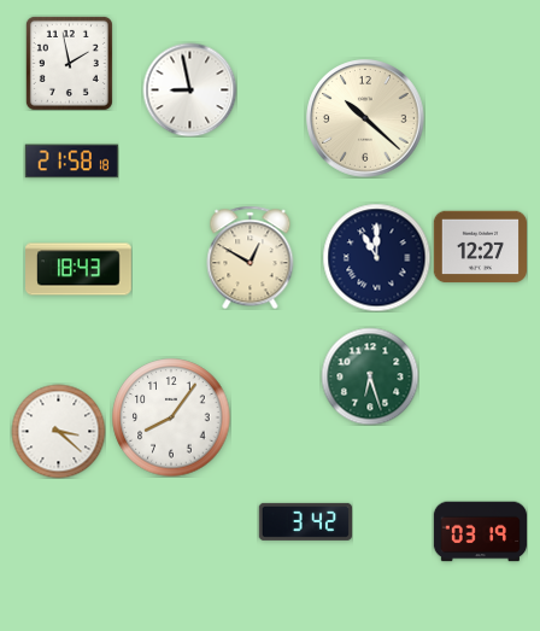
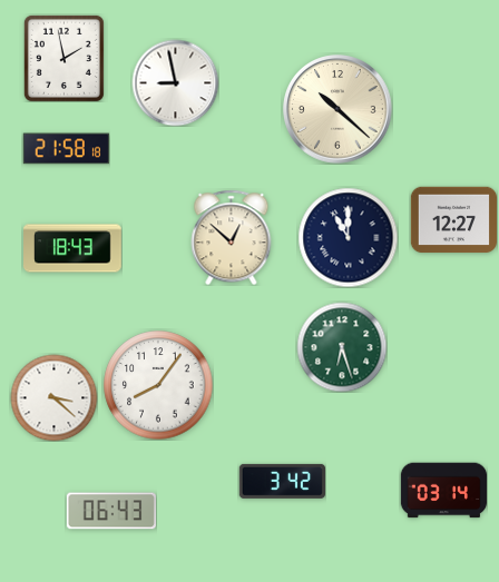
clock at (480, 247) position: (480, 247) -> (453, 220)
clock at (251, 257): 12:50 -> 12:52
clock at (480, 532): 03:19 -> 03:14
clock at (111, 511): none -> 06:43
